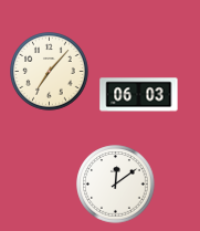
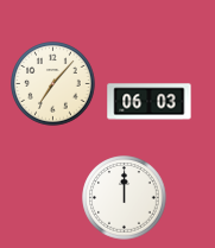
clock at (50, 72) position: (50, 72) -> (53, 84)
clock at (116, 185): 12:09 -> 12:00
